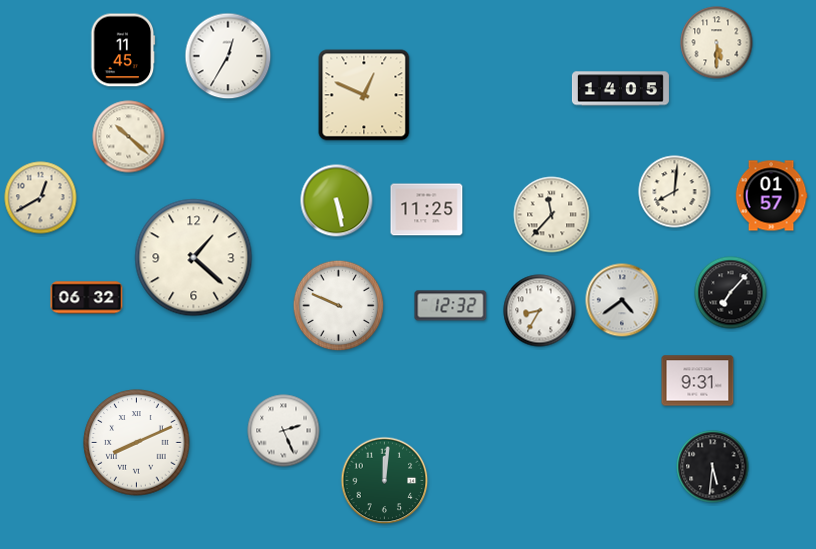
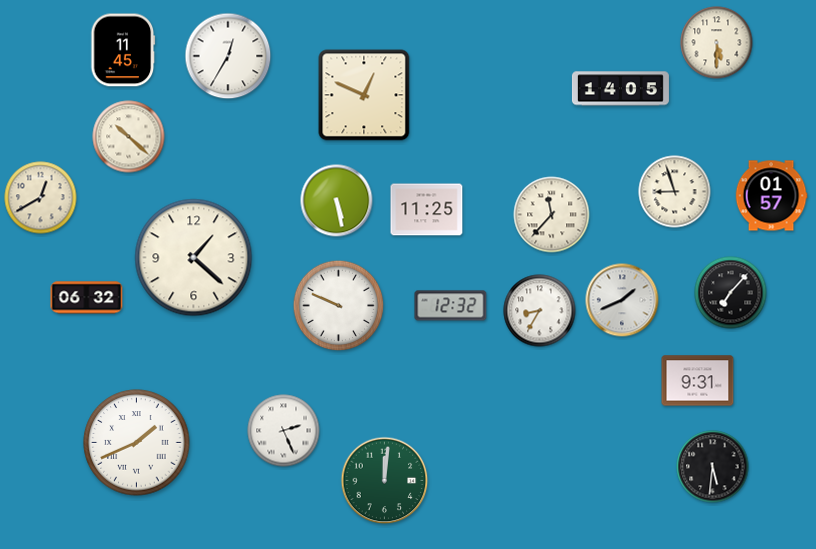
clock at (675, 192): 8:01 -> 8:57
clock at (622, 300): 4:39 -> 1:41
clock at (137, 443): 8:11 -> 1:41
